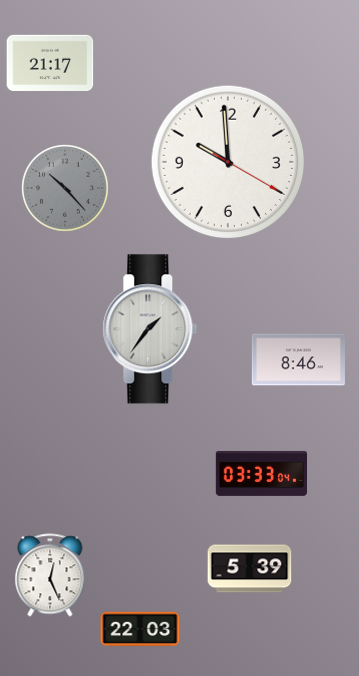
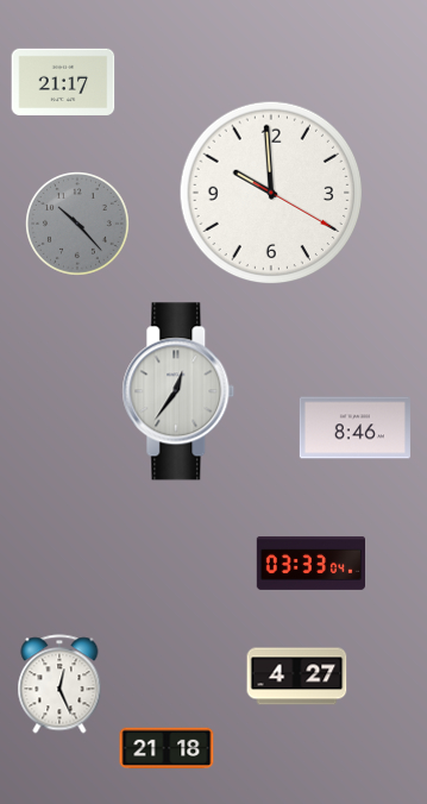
clock at (50, 62) position: (50, 62) -> (63, 81)
clock at (150, 329): 1:36 -> 12:36
clock at (250, 569): 5:39 -> 4:27
clock at (140, 629): 22:03 -> 21:18
